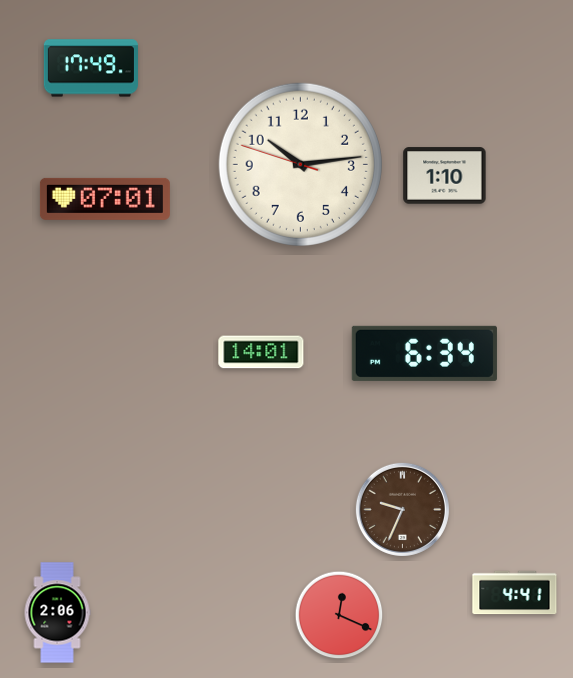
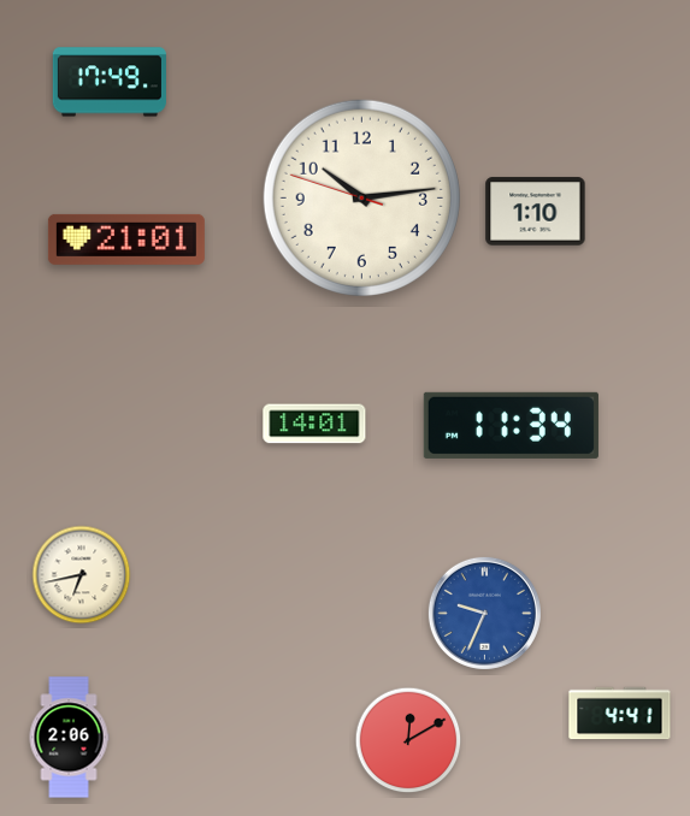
clock at (105, 199): 07:01 -> 21:01
clock at (424, 353): 6:34 -> 11:34
clock at (82, 575): none -> 6:43
clock at (402, 509) dial: brown -> blue
clock at (339, 615): 12:19 -> 12:10
